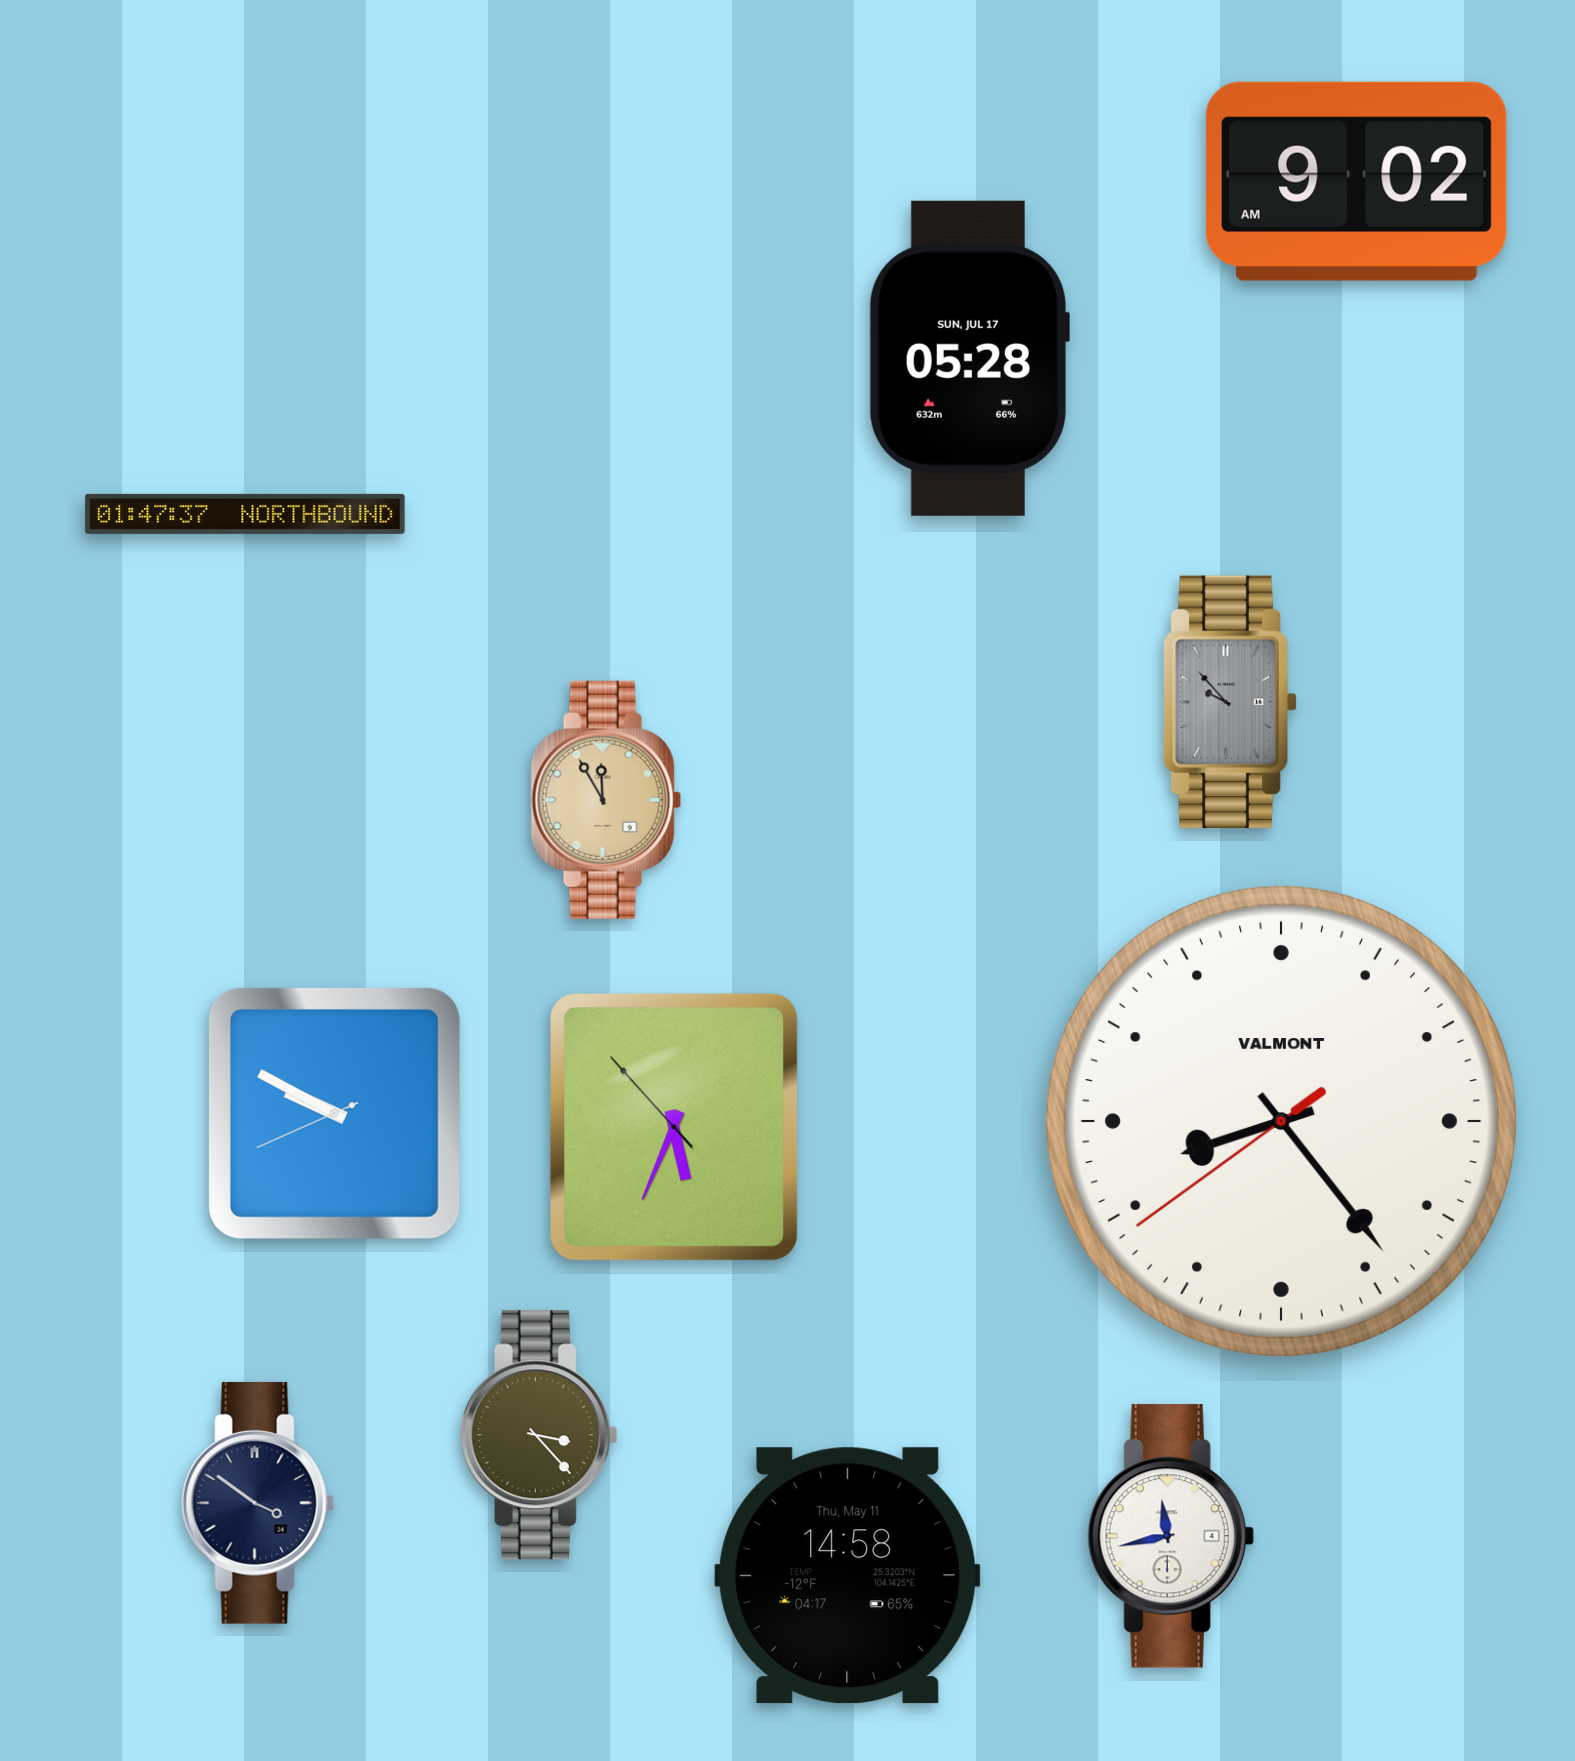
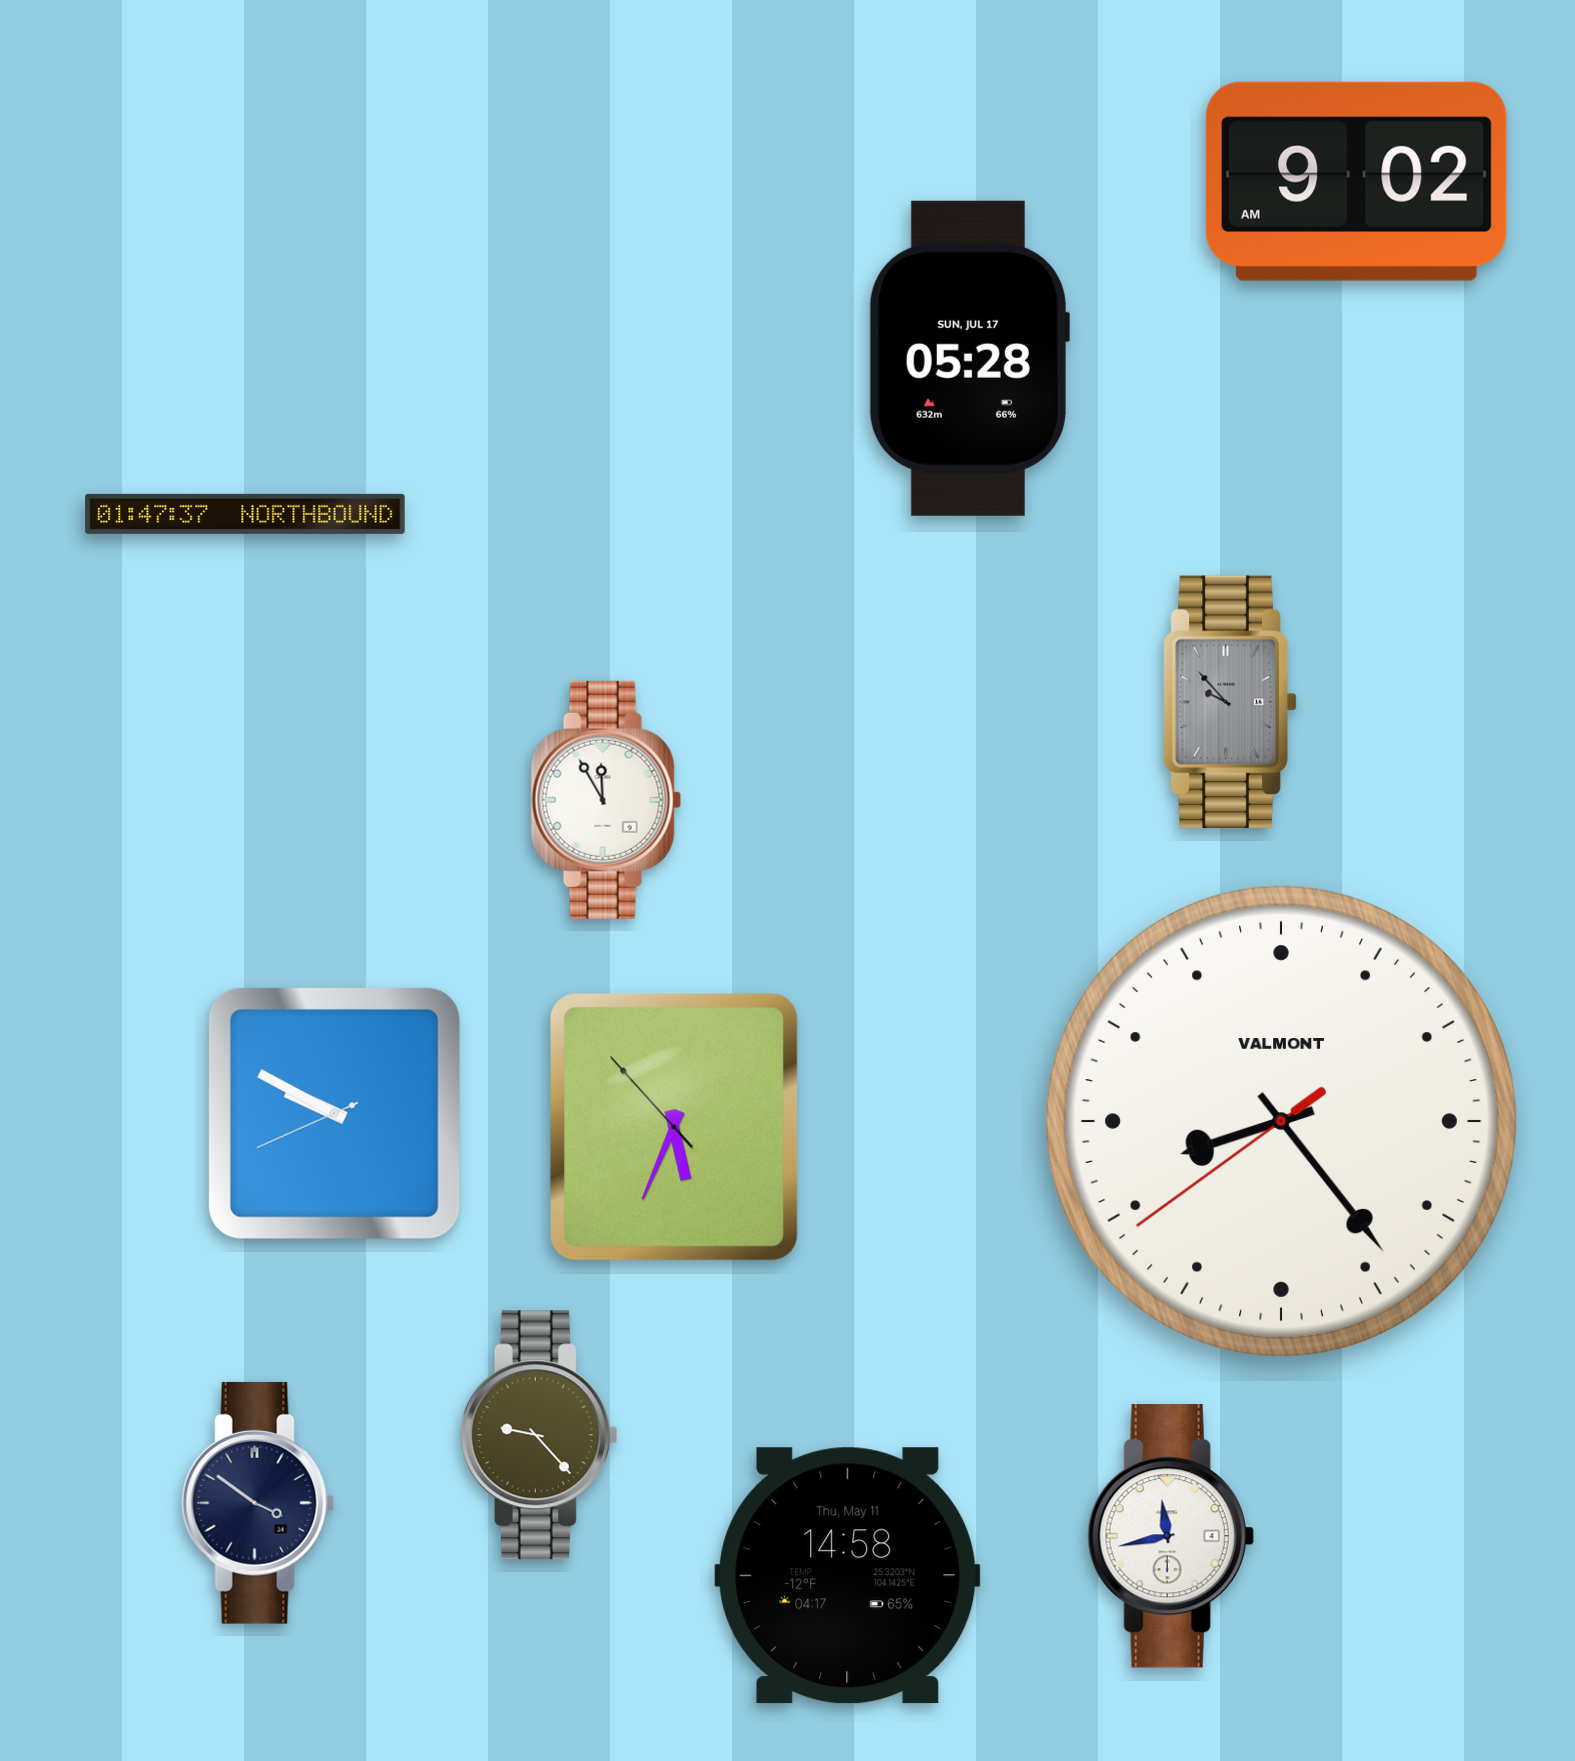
clock at (606, 800) dial: champagne -> white
clock at (539, 1435): 3:23 -> 9:23
